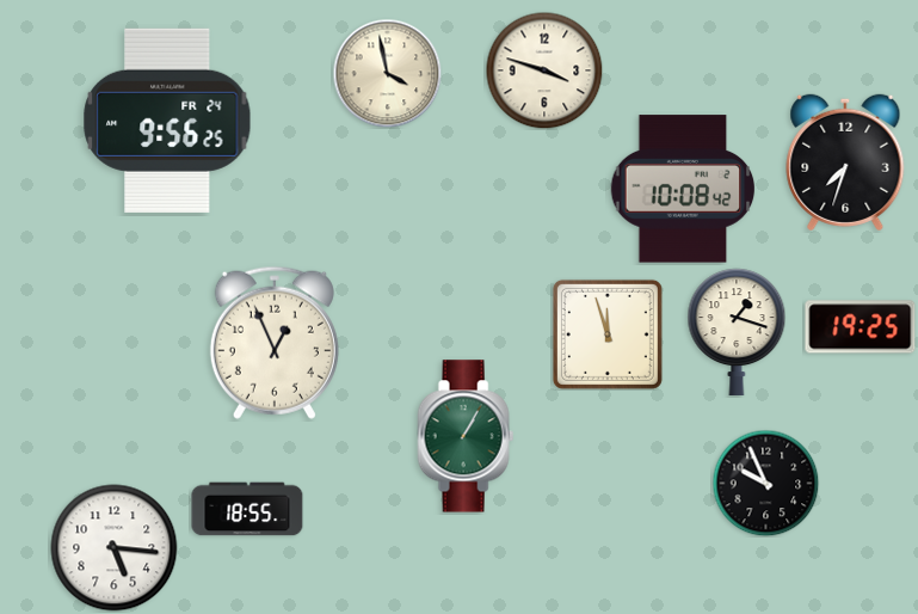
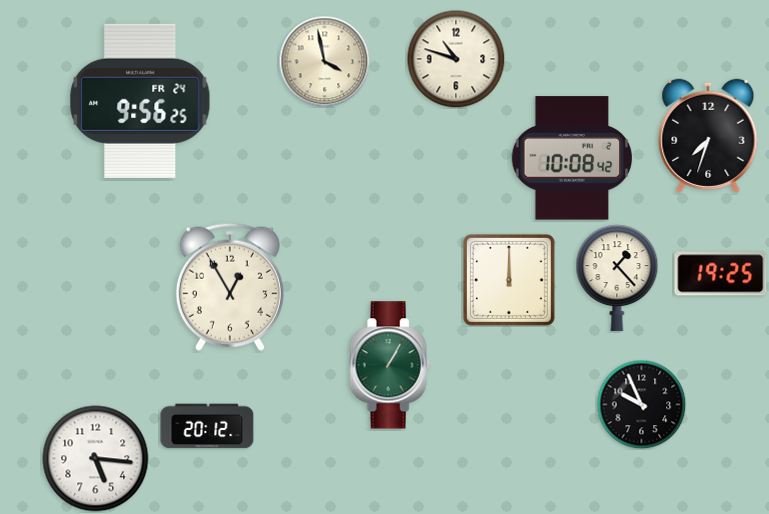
clock at (544, 70): 3:48 -> 10:48
clock at (737, 332): 1:18 -> 1:23
clock at (608, 334): 11:57 -> 12:00
clock at (275, 343): 12:56 -> 12:55
clock at (247, 509): 18:55 -> 20:12
